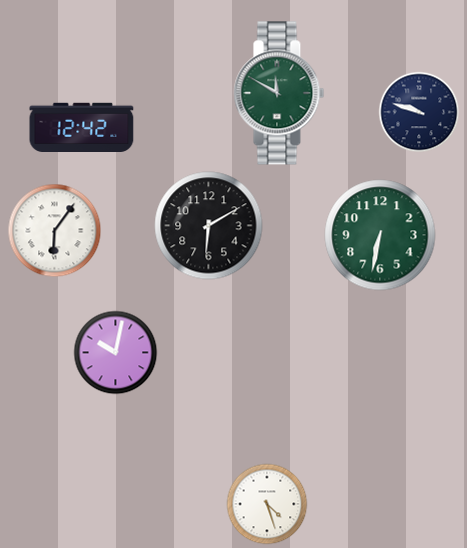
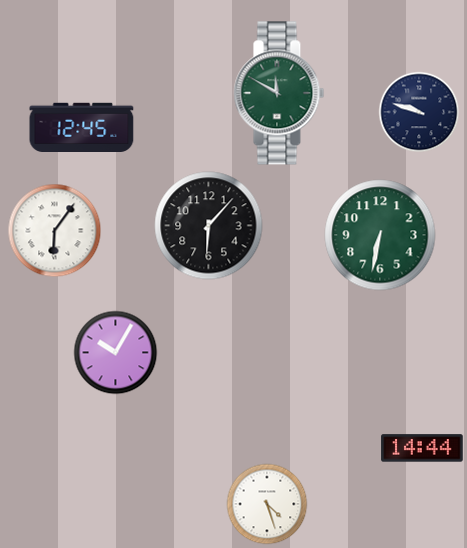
clock at (82, 127): 12:42 -> 12:45
clock at (209, 226): 6:10 -> 6:07
clock at (115, 352): 10:02 -> 10:05
clock at (422, 448): none -> 14:44
